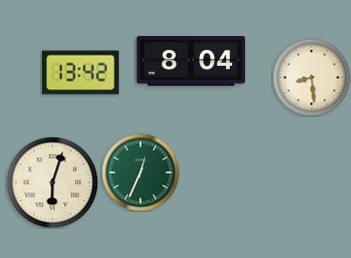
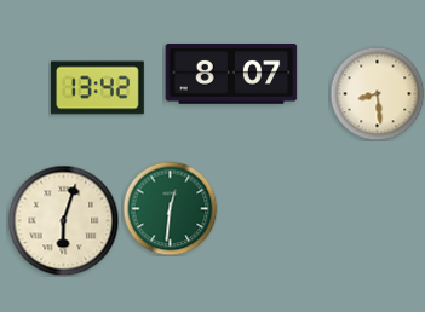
clock at (191, 62): 8:04 -> 8:07
clock at (140, 172): 12:34 -> 12:31
